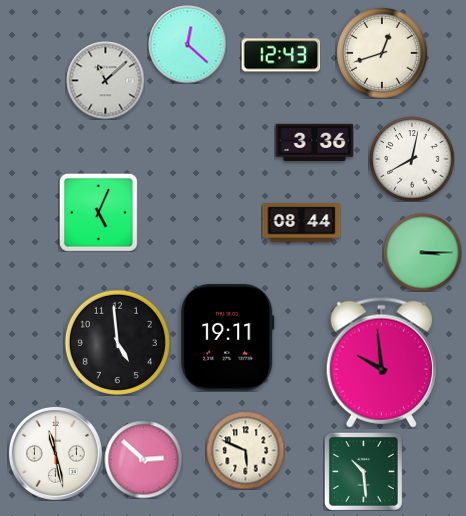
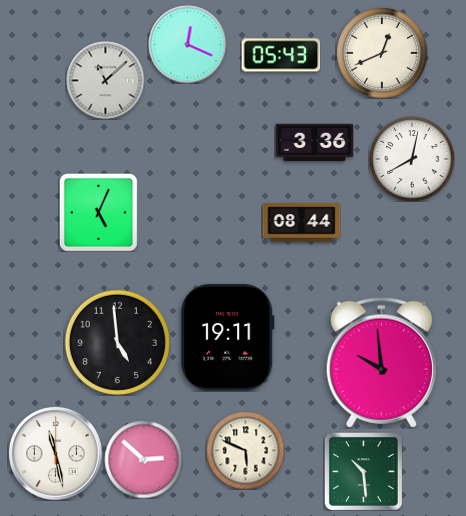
clock at (187, 44): 12:22 -> 12:19
clock at (382, 53): 12:42 -> 12:41
clock at (281, 55): 12:43 -> 05:43
clock at (422, 252): 3:15 -> none
